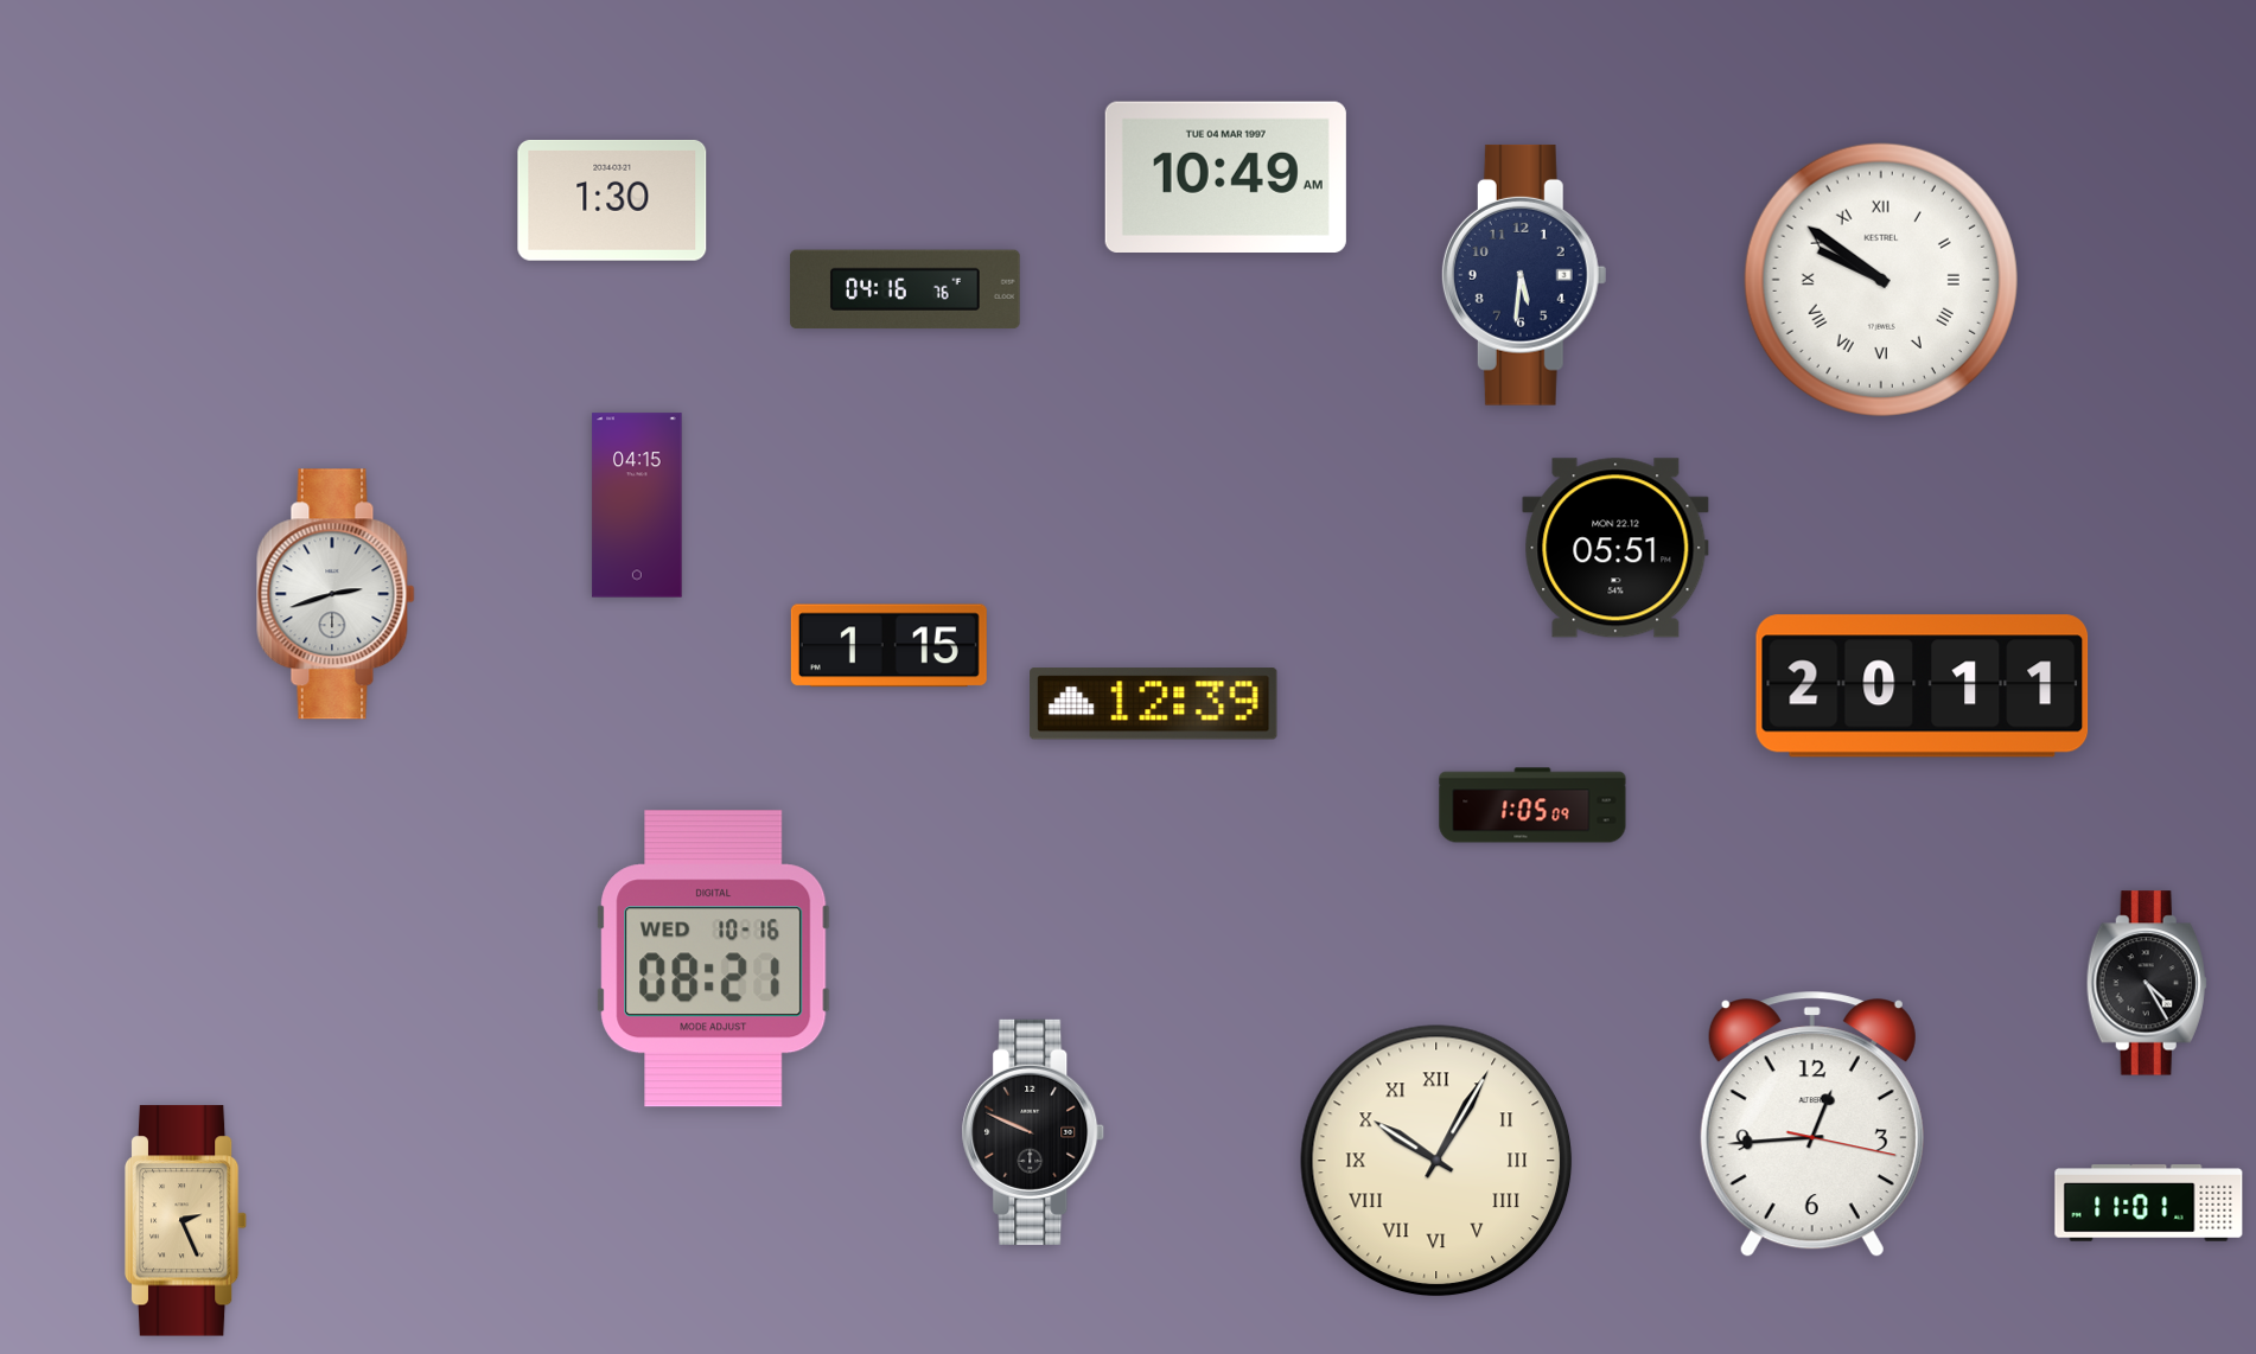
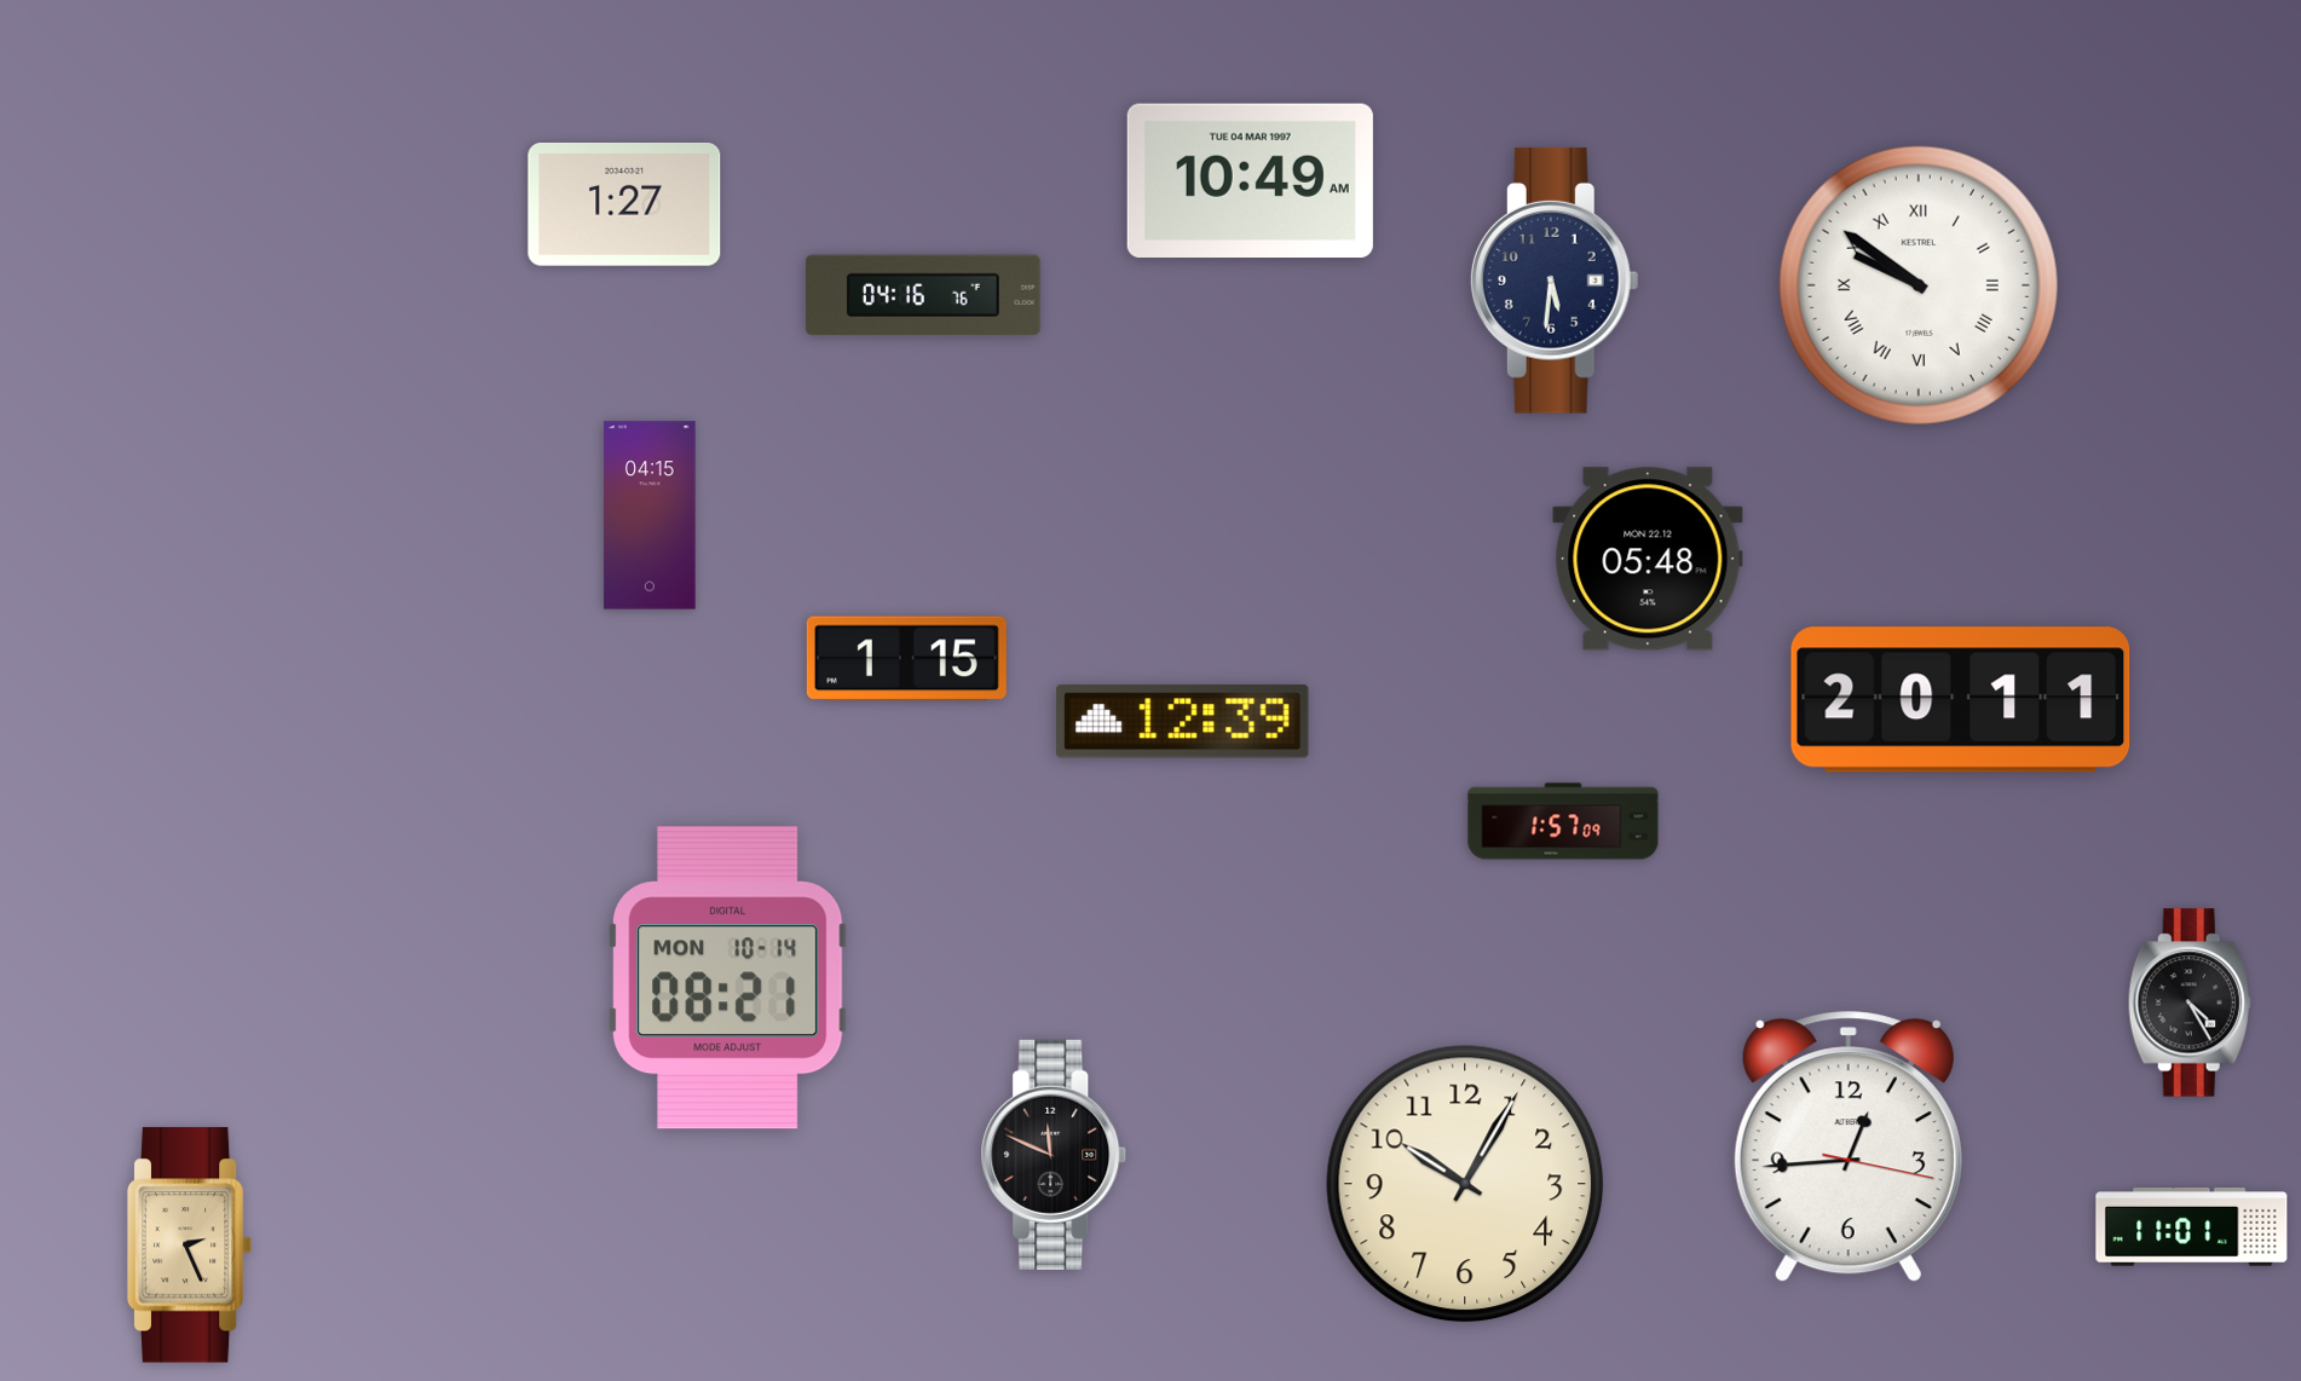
clock at (612, 200): 1:30 -> 1:27
clock at (1615, 548): 05:51 -> 05:48
clock at (336, 594): 2:42 -> none
clock at (1154, 704) position: (1154, 704) -> (1183, 722)
clock at (1532, 805): 1:05 -> 1:57
clock at (714, 959) date: WED 10-16 -> MON 10-14
clock at (1033, 1132): 9:49 -> 11:49
clock at (1436, 1161) numerals: Roman -> Arabic
